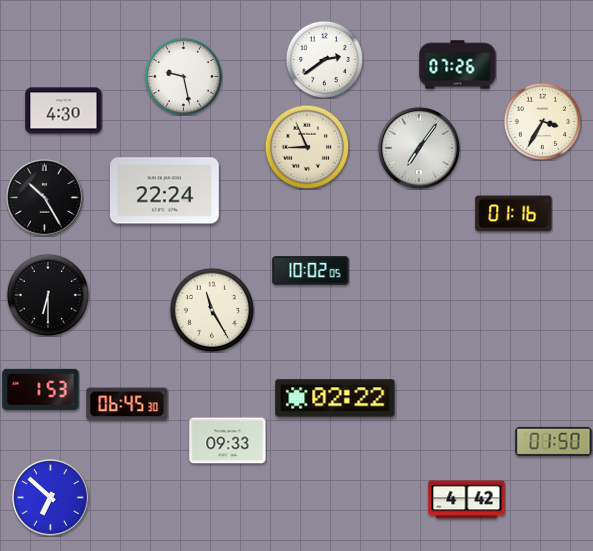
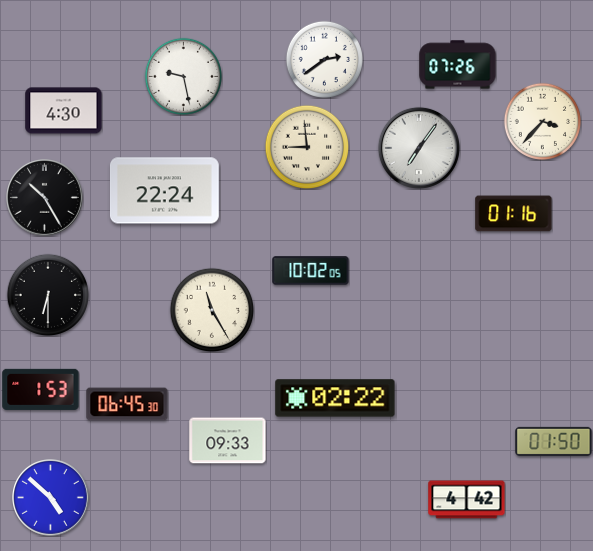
clock at (542, 121): 3:35 -> 3:37
clock at (307, 147): 8:56 -> 8:59
clock at (51, 498): 6:52 -> 4:52
